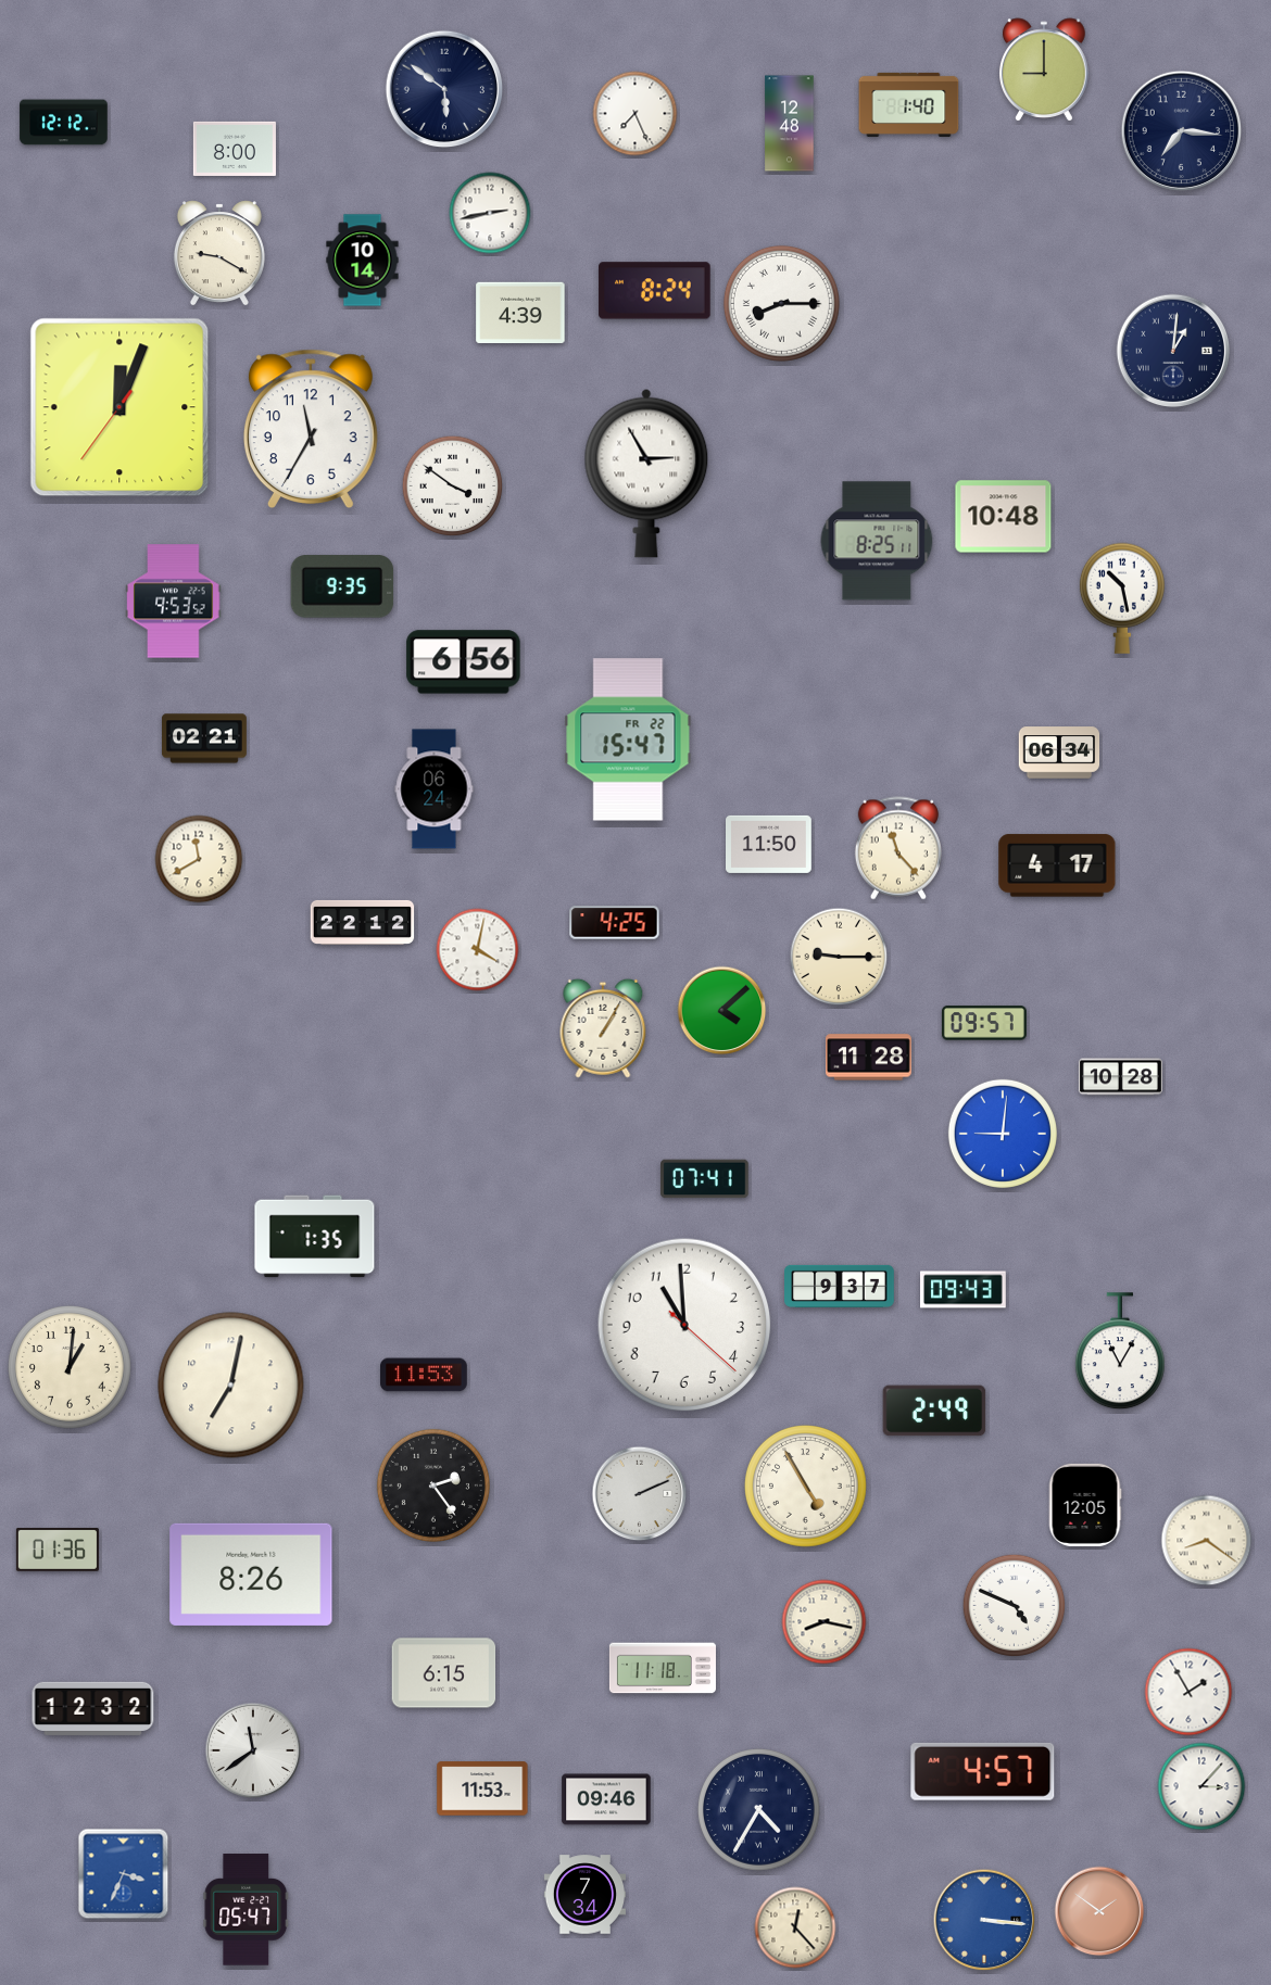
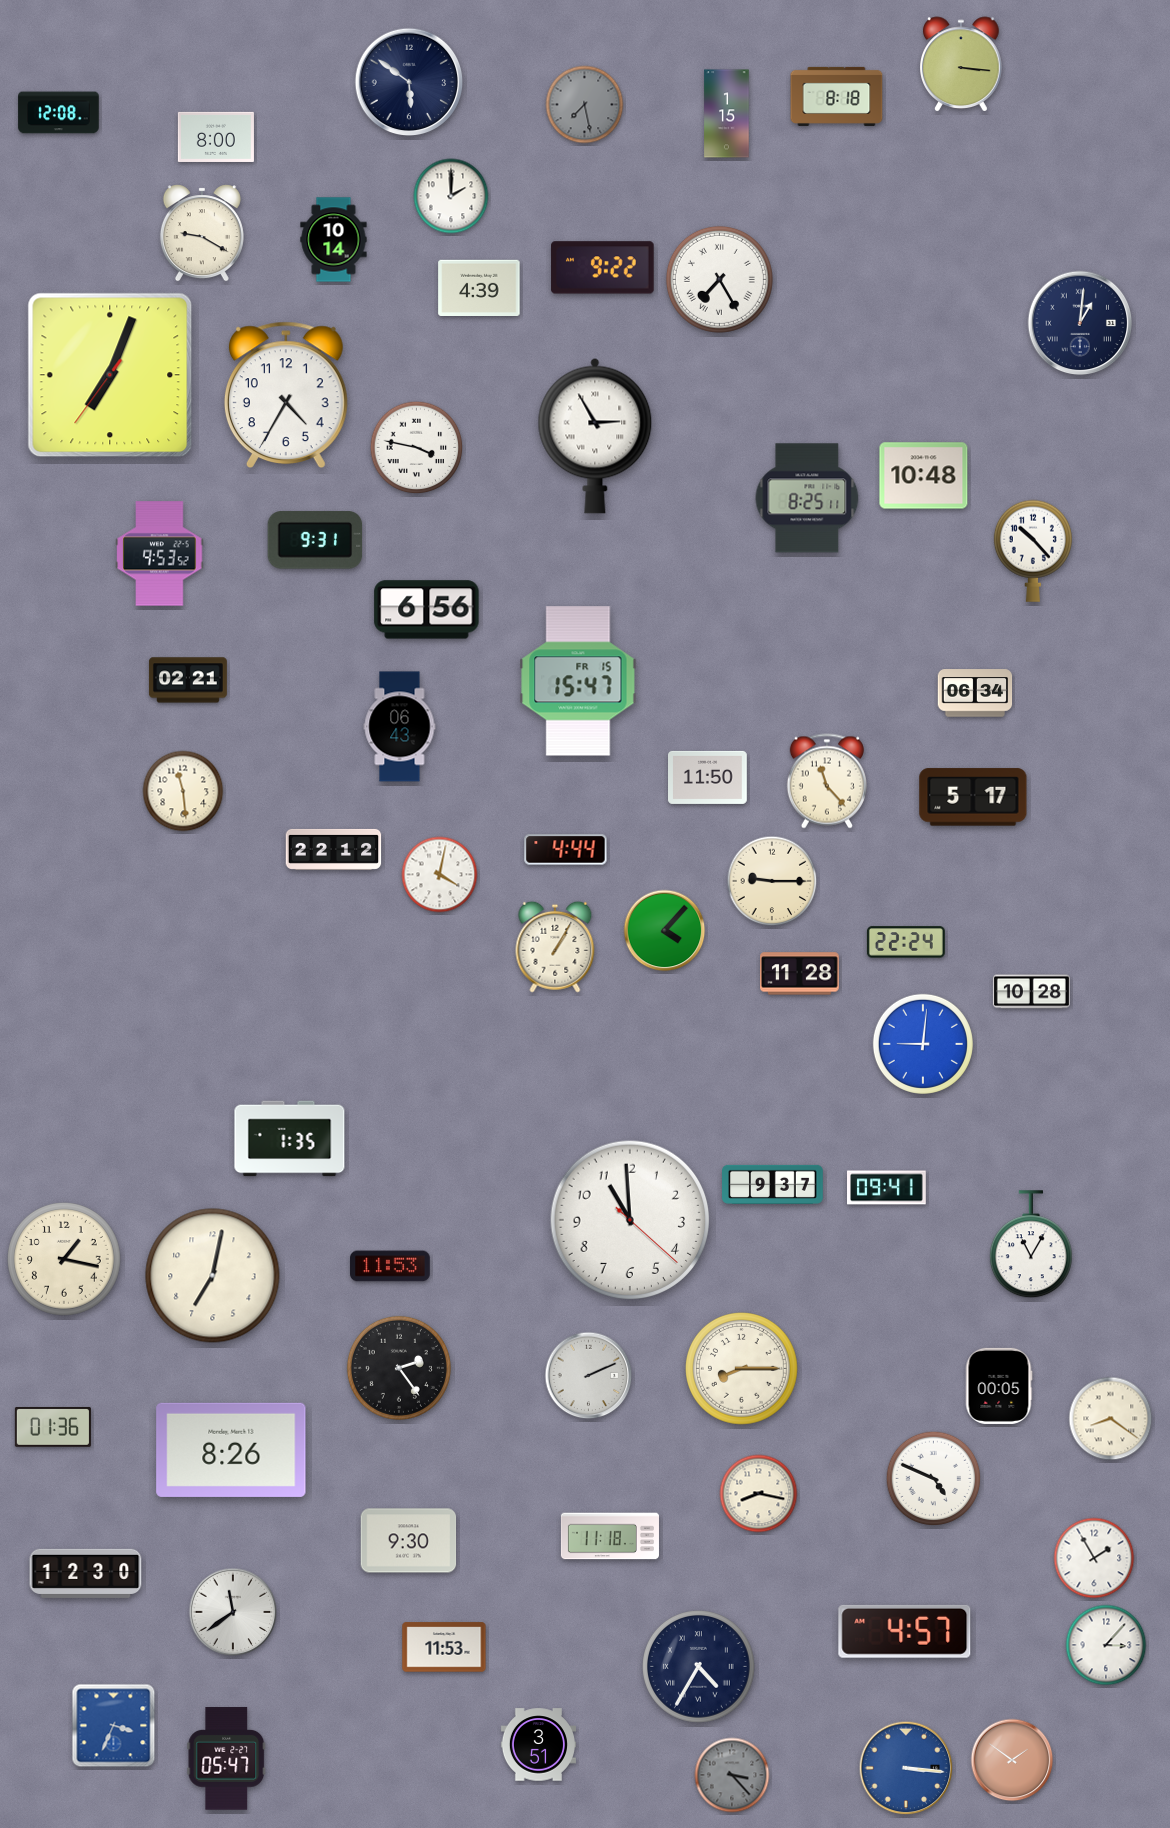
clock at (1045, 69): 9:00 -> 3:16
clock at (909, 104): 1:40 -> 8:18
clock at (635, 114): 7:26 -> 7:28
clock at (635, 114) dial: white -> grey
clock at (64, 123): 12:12 -> 12:08
clock at (790, 124): 12:48 -> 1:15
clock at (1182, 131): 7:16 -> none
clock at (490, 213): 2:43 -> 2:00
clock at (655, 291): 8:24 -> 9:22
clock at (781, 303): 8:15 -> 7:25
clock at (119, 407): 12:03 -> 7:03
clock at (311, 429): 11:35 -> 4:35
clock at (453, 486): 3:51 -> 3:47
clock at (342, 586): 9:35 -> 9:31
clock at (1122, 598): 10:28 -> 10:23
clock at (628, 739) date: FR 22 -> FR 15
clock at (435, 789): 06:24 -> 06:43
clock at (199, 859): 11:40 -> 11:29
clock at (1057, 865): 4:17 -> 5:17
clock at (615, 923): 4:25 -> 4:44
clock at (722, 1011): 4:08 -> 4:07
clock at (984, 1023): 09:57 -> 22:24
clock at (705, 1179): 07:41 -> none
clock at (964, 1290): 09:43 -> 09:41
clock at (71, 1368): 1:01 -> 1:17
clock at (934, 1411): 2:49 -> none
clock at (806, 1487): 4:55 -> 8:15
clock at (1085, 1505): 12:05 -> 00:05
clock at (444, 1673): 6:15 -> 9:30
clock at (93, 1708): 12:32 -> 12:30
clock at (606, 1799): 09:46 -> none
clock at (584, 1895): 7:34 -> 3:51
clock at (795, 1927): 12:23 -> 3:23
clock at (795, 1927) dial: cream -> grey
